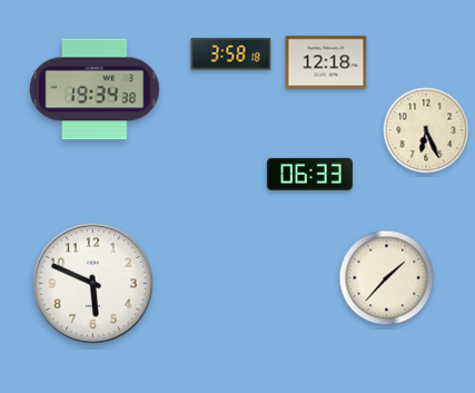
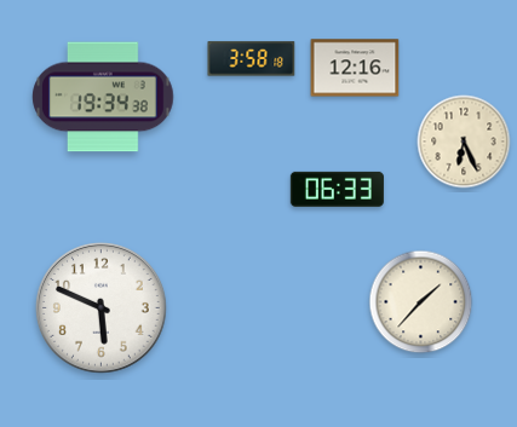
clock at (326, 62): 12:18 -> 12:16
